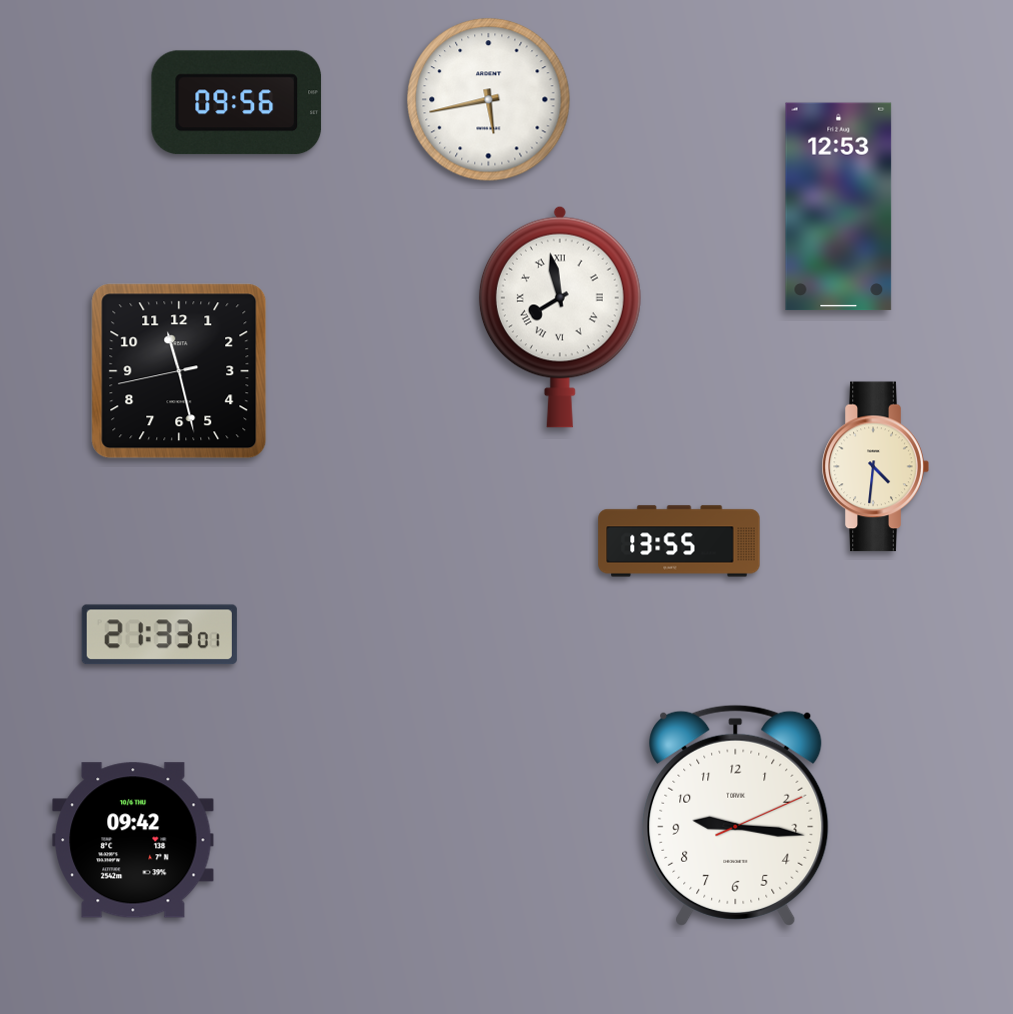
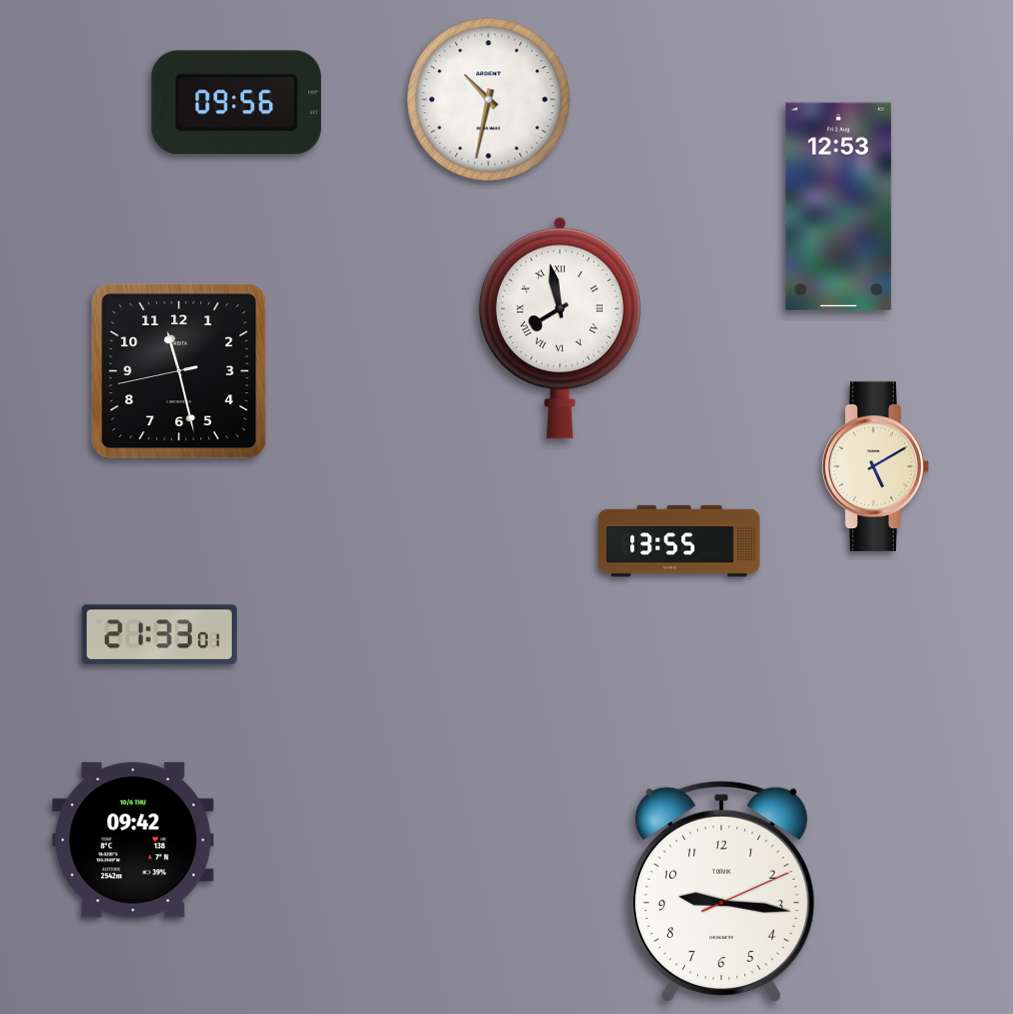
clock at (489, 100): 5:43 -> 10:32
clock at (560, 317) position: (560, 317) -> (560, 328)
clock at (875, 467): 4:31 -> 5:10
clock at (736, 815) position: (736, 815) -> (722, 891)
